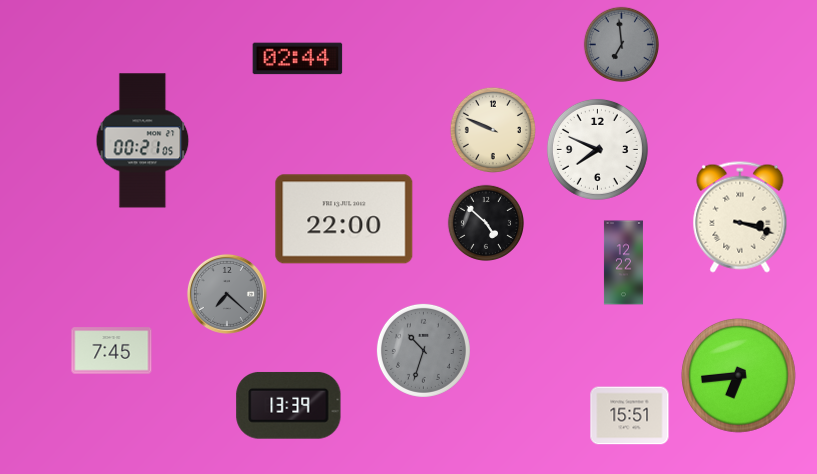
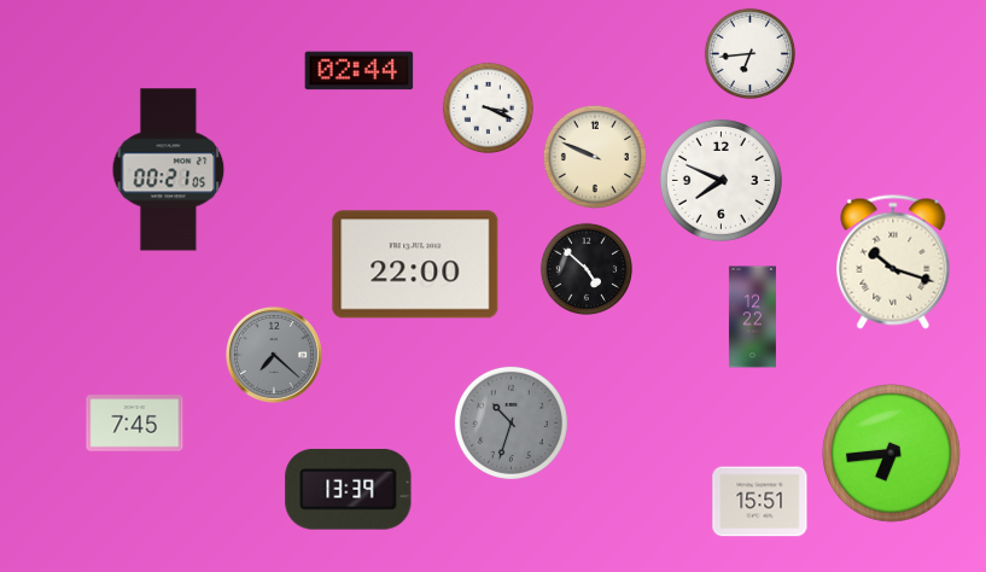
clock at (621, 44): 6:59 -> 6:44
clock at (621, 44) dial: grey -> white
clock at (488, 107): none -> 3:19
clock at (143, 141) position: (143, 141) -> (169, 170)
clock at (740, 217): 3:18 -> 10:18
